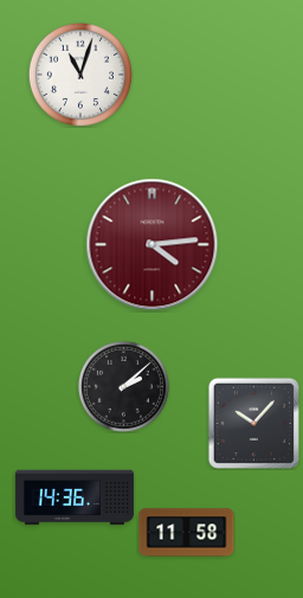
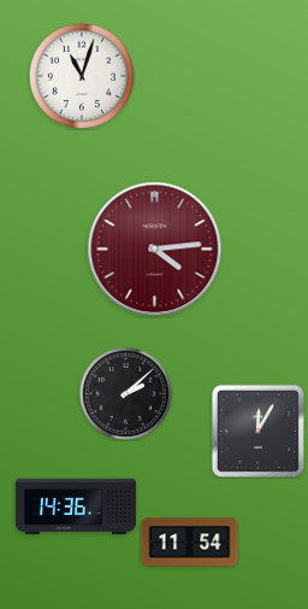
clock at (253, 423): 10:07 -> 12:05
clock at (187, 533): 11:58 -> 11:54
